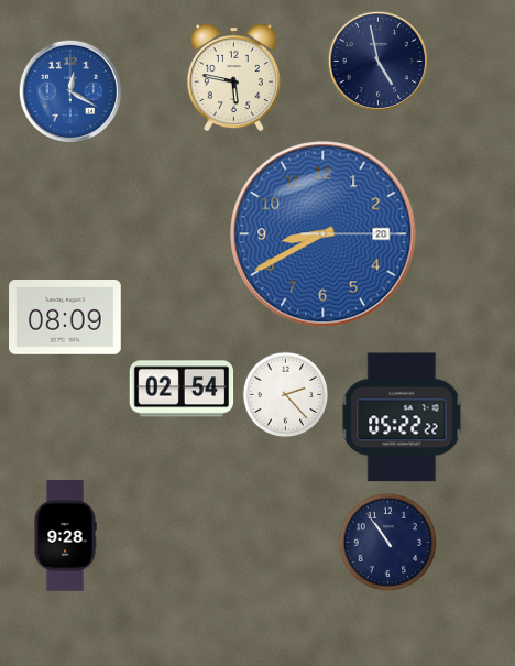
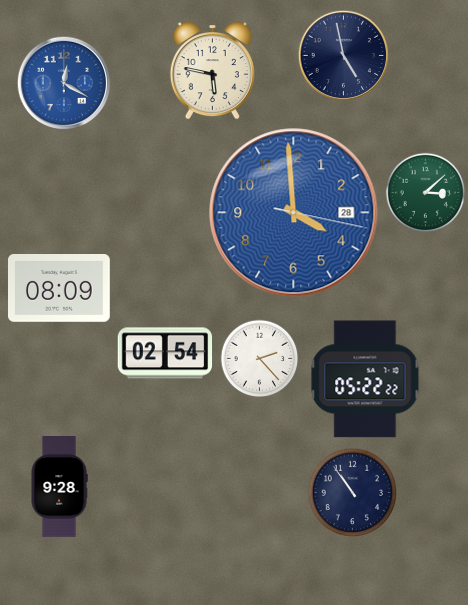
clock at (426, 193): none -> 3:08
clock at (324, 234): 8:40 -> 3:59
